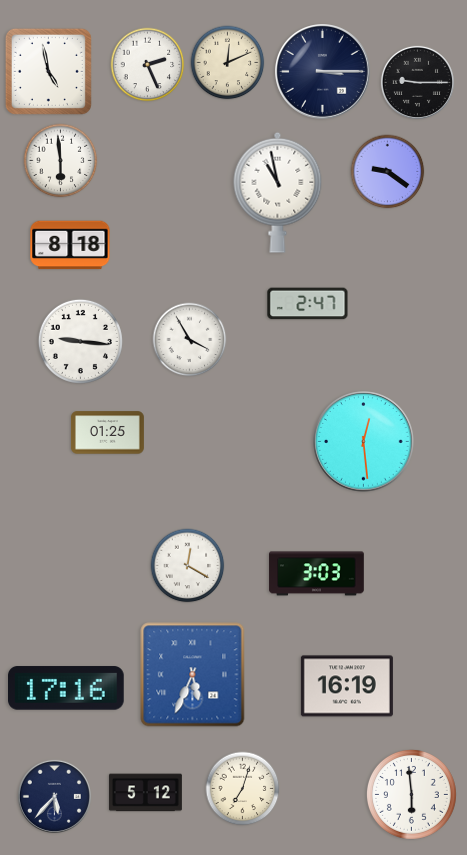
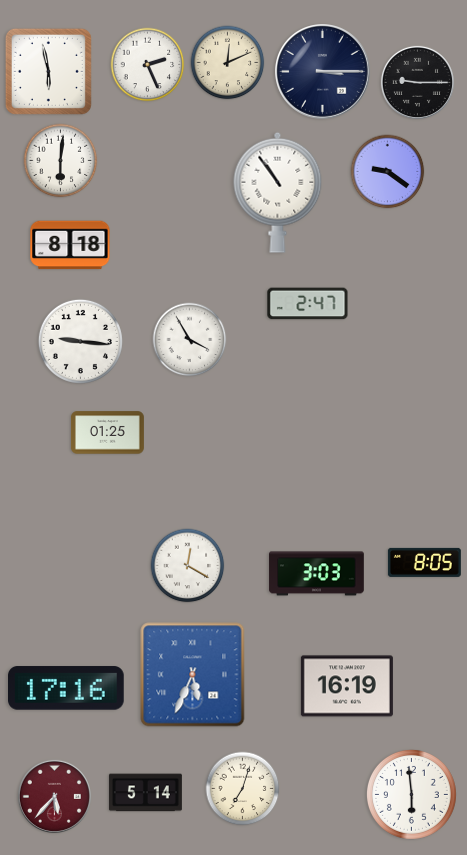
clock at (48, 71): 4:58 -> 5:58
clock at (61, 161): 5:59 -> 6:01
clock at (278, 192): 10:58 -> 10:54
clock at (364, 442): 12:29 -> none
clock at (424, 562): none -> 8:05
clock at (145, 793): 5:12 -> 5:14
clock at (54, 796) dial: navy -> burgundy
